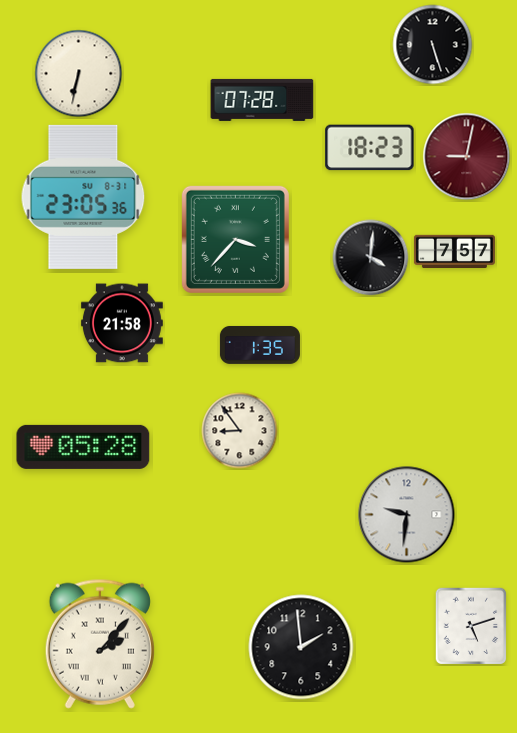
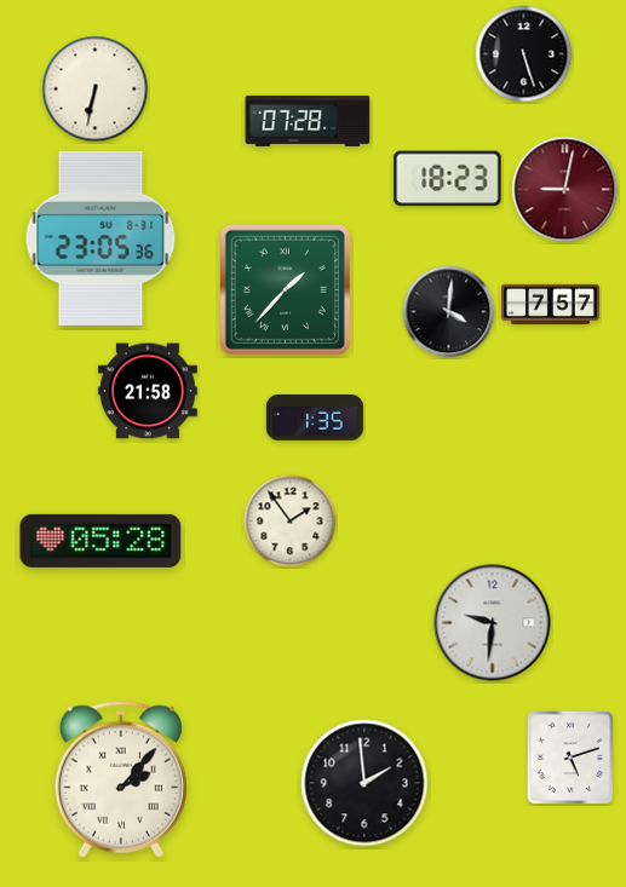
clock at (262, 100) position: (262, 100) -> (308, 121)
clock at (235, 239): 3:37 -> 1:37
clock at (240, 431): 8:54 -> 1:54
